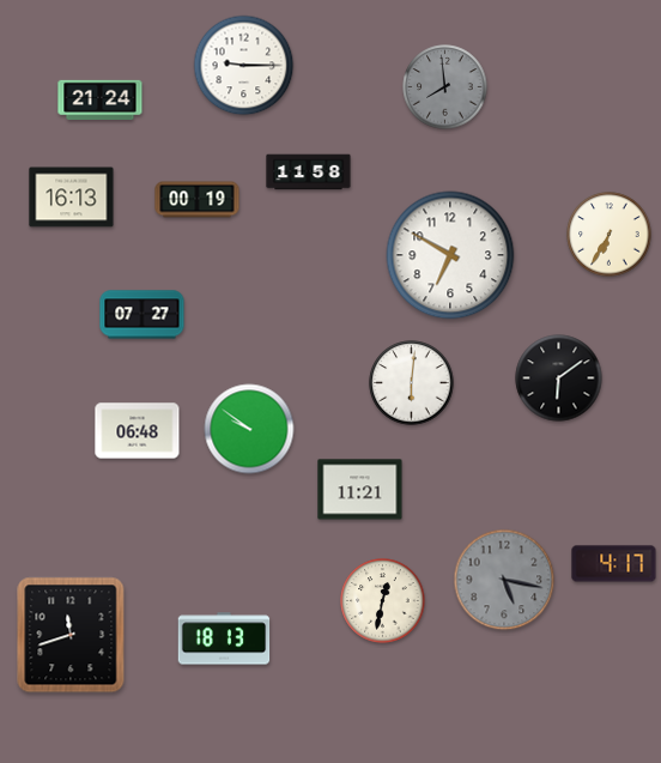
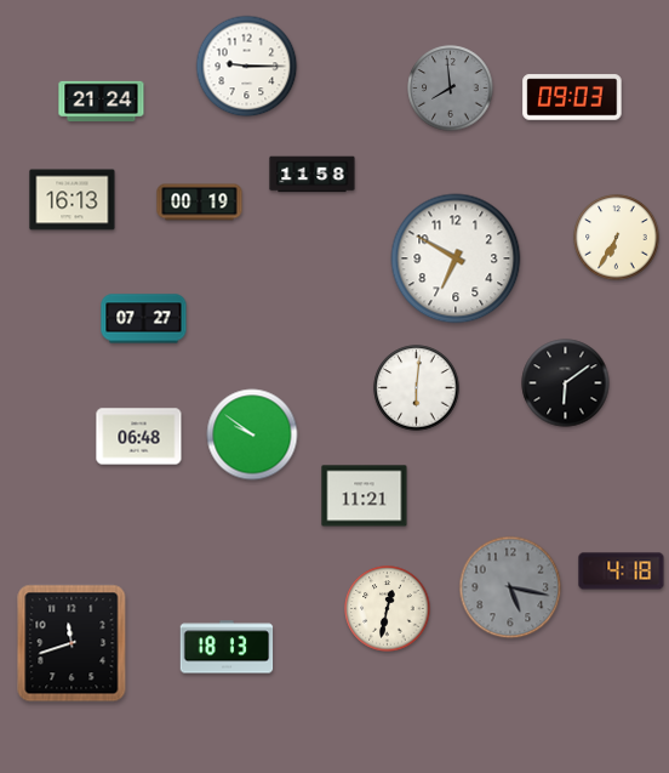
clock at (572, 97): none -> 09:03
clock at (614, 564): 4:17 -> 4:18
